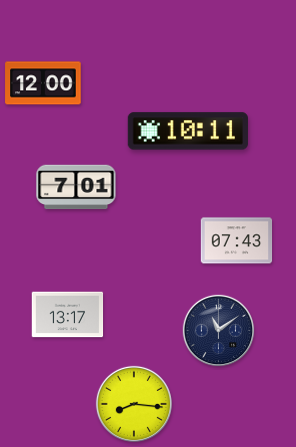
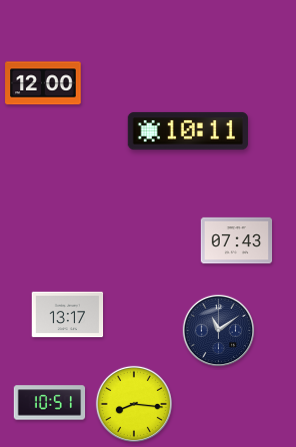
clock at (76, 187): 7:01 -> none
clock at (50, 403): none -> 10:51
